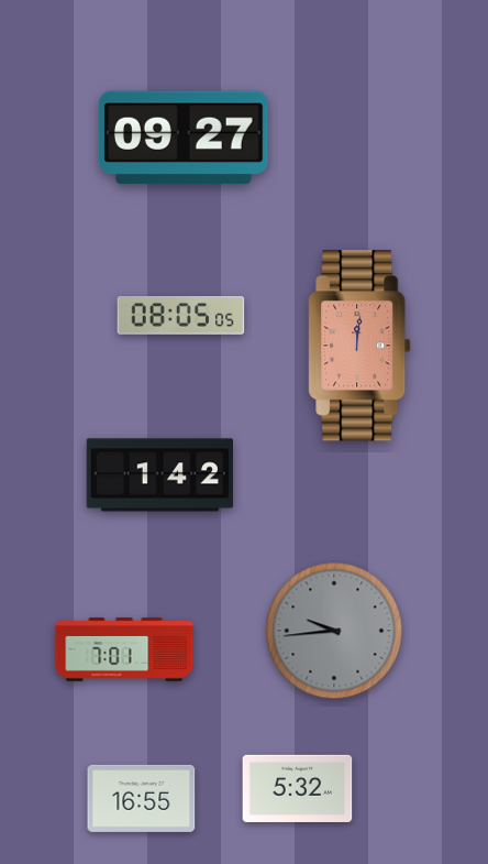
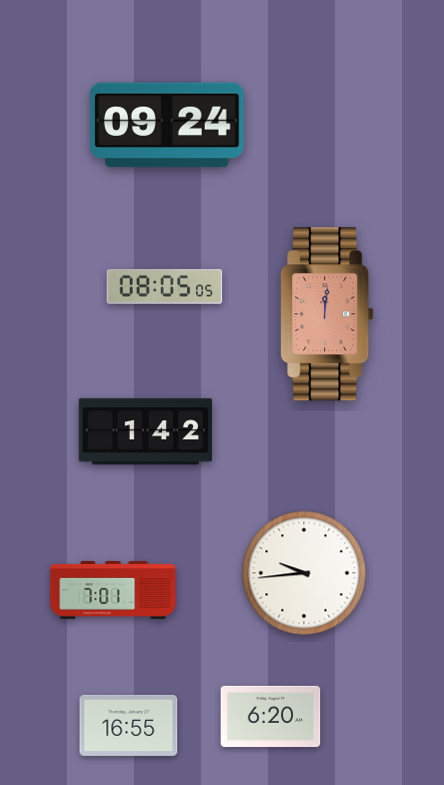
clock at (184, 138): 09:27 -> 09:24
clock at (334, 631) dial: grey -> white
clock at (298, 788): 5:32 -> 6:20
